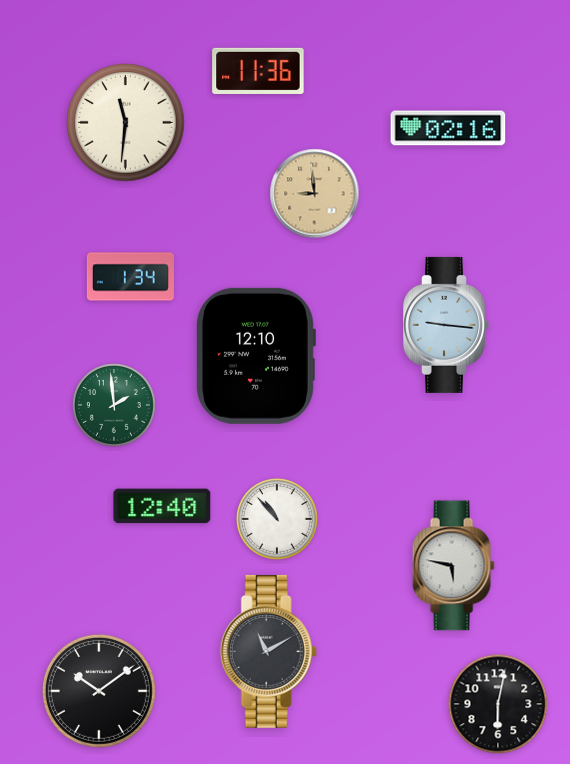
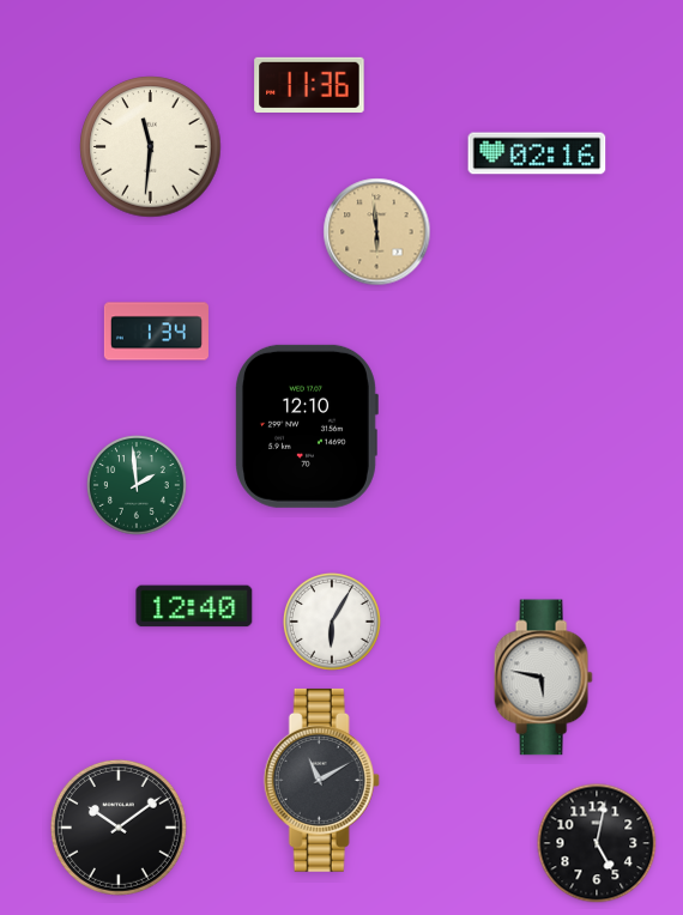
clock at (315, 194): 8:59 -> 5:59
clock at (446, 325): 9:16 -> none
clock at (277, 519): 10:53 -> 6:05
clock at (498, 704): 6:02 -> 5:02
